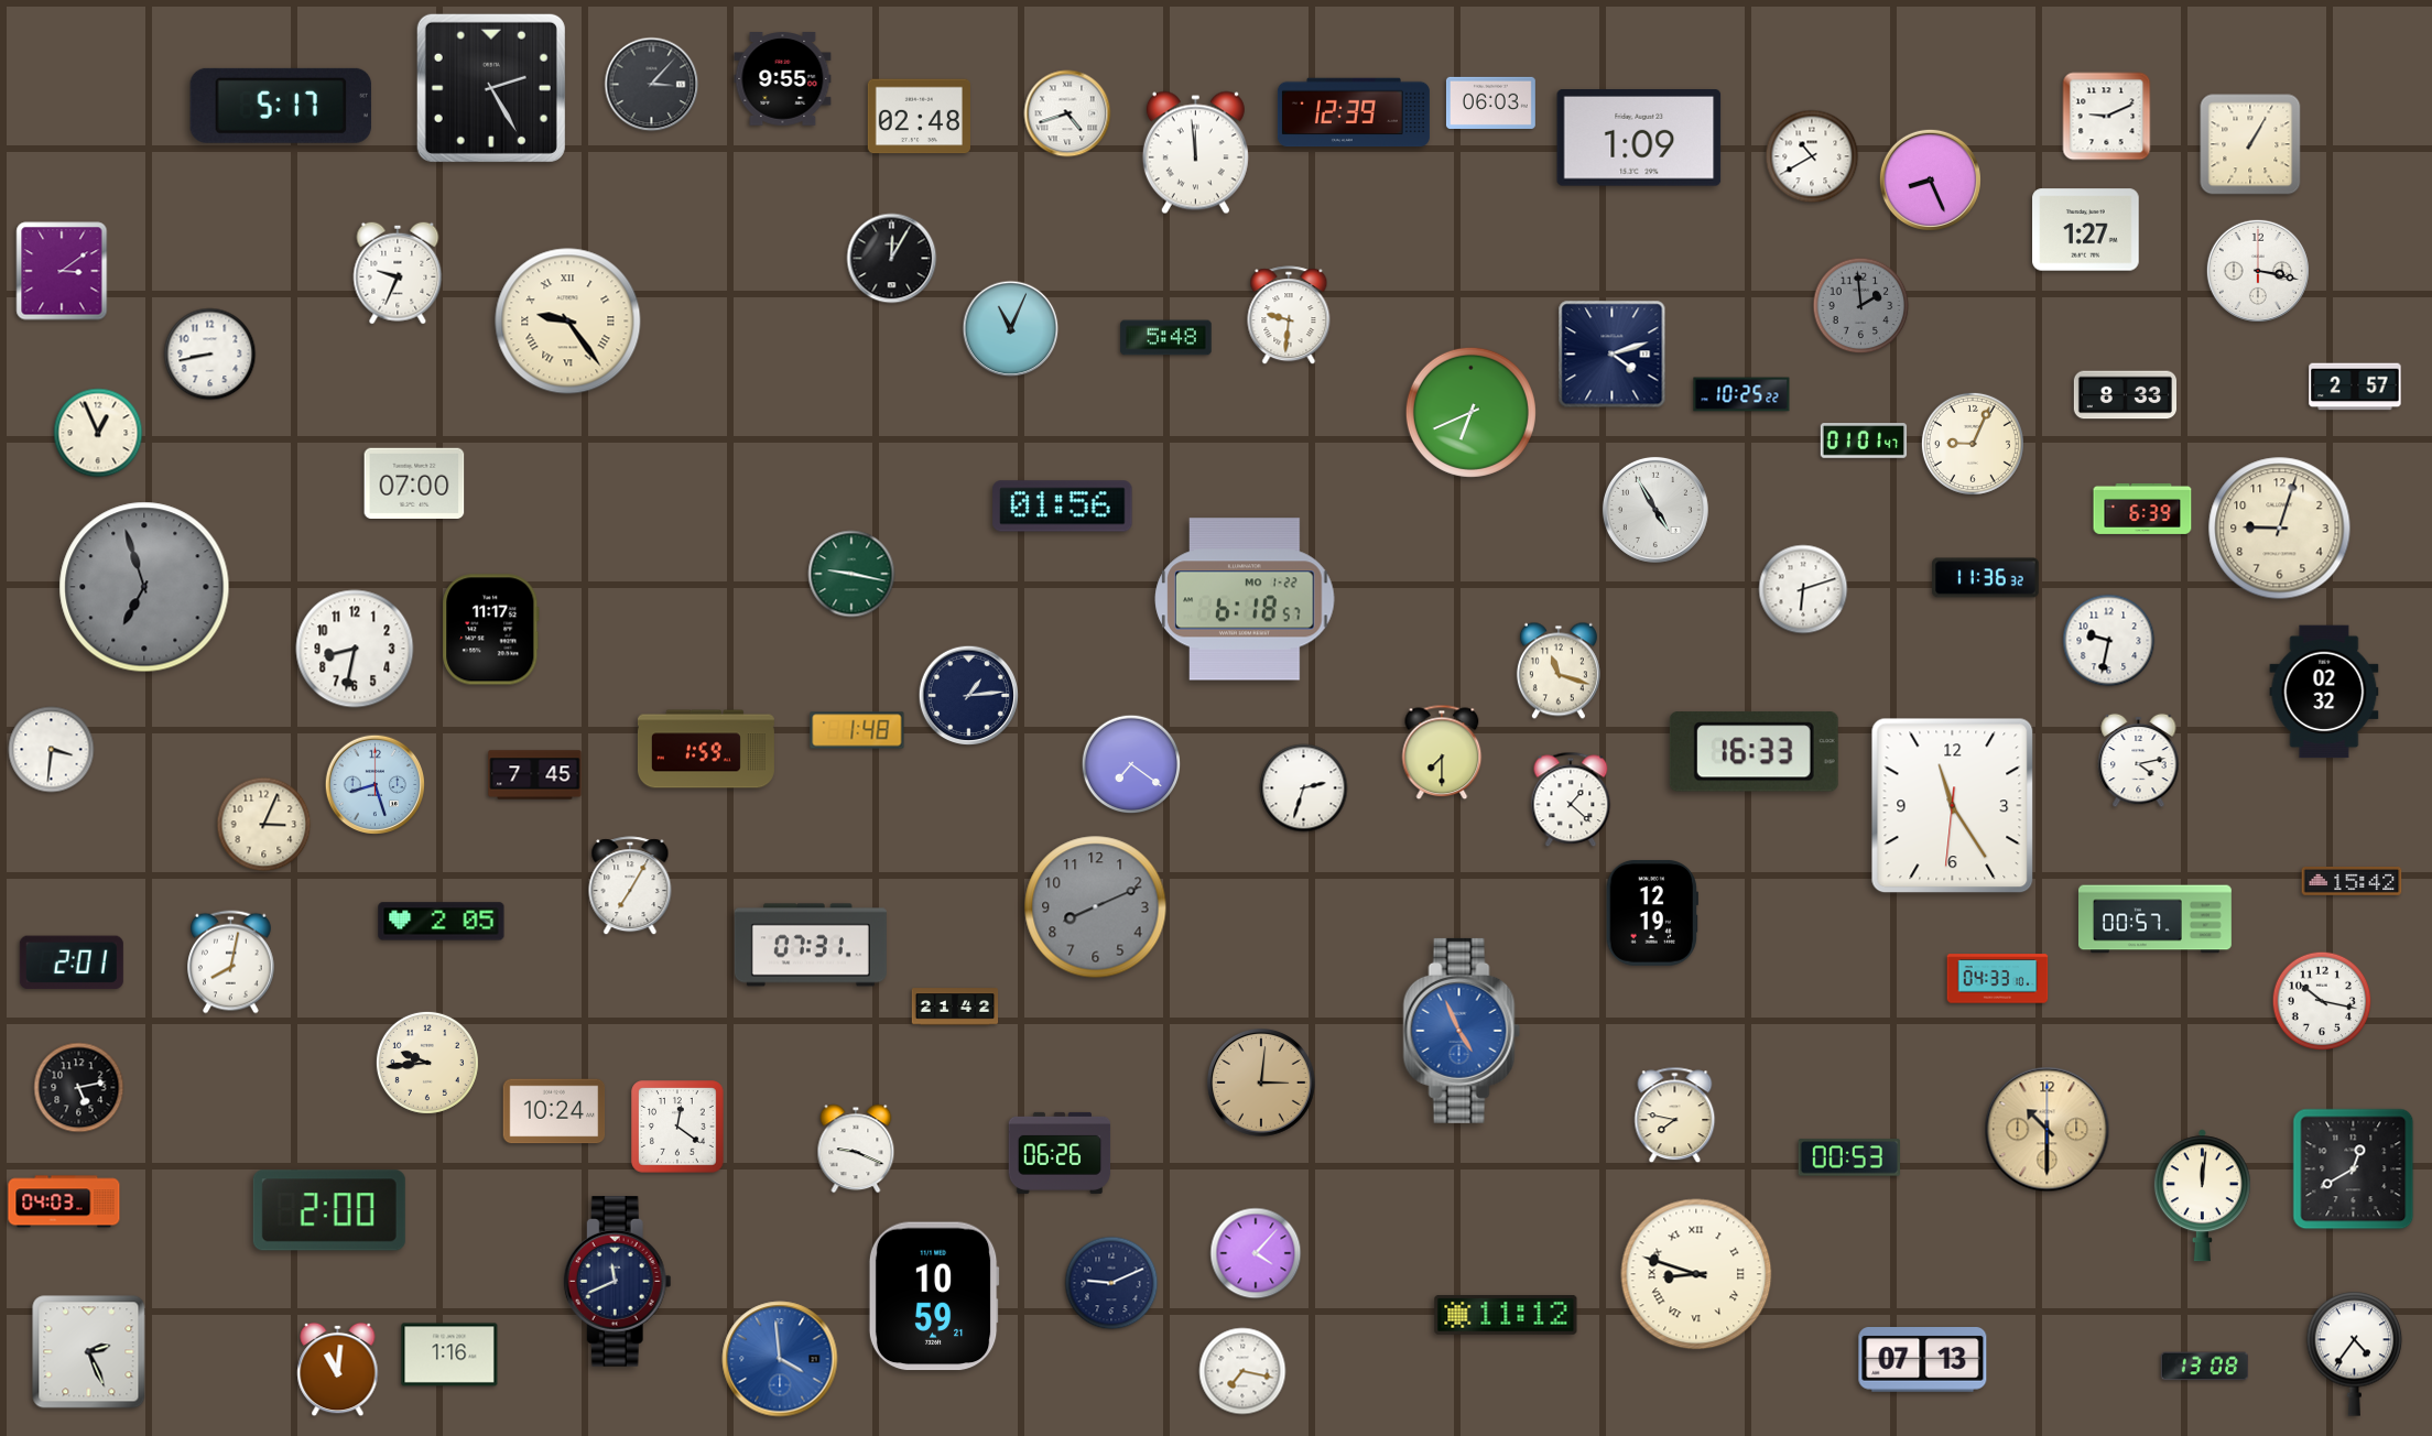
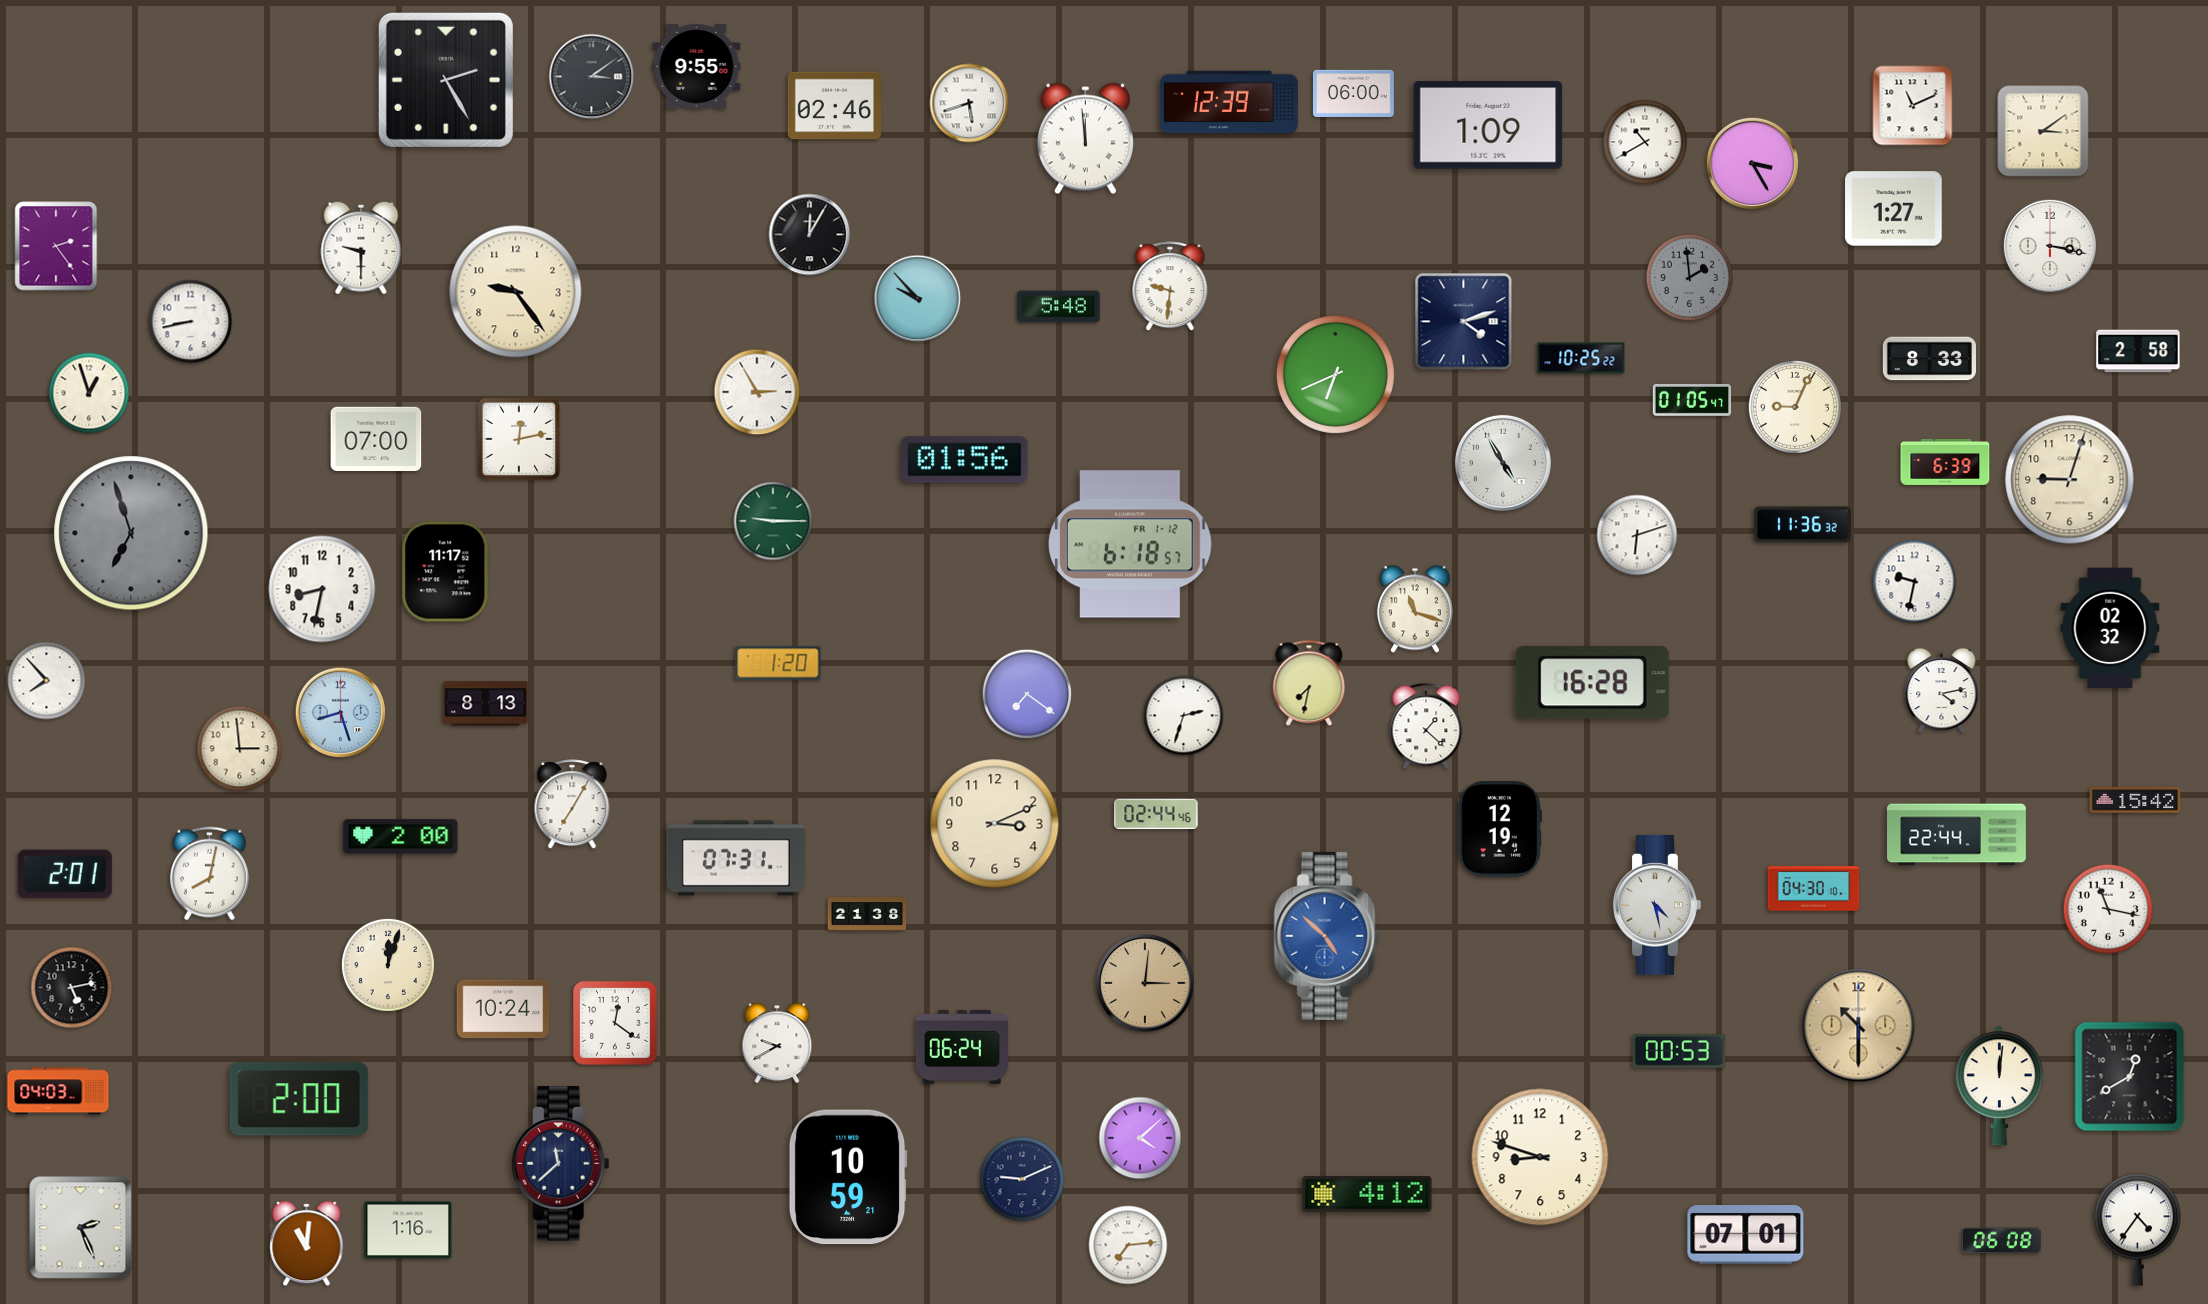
clock at (783, 79) position: (783, 79) -> (697, 67)
clock at (652, 85): 3:07 -> 3:09
clock at (1490, 102): 06:03 -> 06:00
clock at (281, 106): 5:17 -> none
clock at (1067, 113): 4:42 -> 5:42
clock at (919, 117): 02:48 -> 02:46
clock at (2107, 117): 9:11 -> 11:11
clock at (2250, 144): 1:05 -> 3:09
clock at (1930, 179): 8:26 -> 3:25
clock at (62, 271): 3:09 -> 2:24
clock at (398, 273): 9:34 -> 9:30
clock at (568, 322) numerals: Roman -> Arabic
clock at (1011, 329): 11:04 -> 9:53
clock at (2355, 387): 2:57 -> 2:58
clock at (757, 392): none -> 2:55
clock at (98, 433): 12:56 -> 12:57
clock at (1864, 440): 01:01 -> 01:05
clock at (1973, 444) position: (1973, 444) -> (1795, 407)
clock at (519, 439): none -> 12:13
clock at (851, 574): 9:17 -> 9:15
clock at (1245, 599) date: MO 1-22 -> FR 1-12
clock at (969, 696): 1:14 -> none
clock at (857, 730): 1:48 -> 1:20
clock at (706, 749): 1:59 -> none
clock at (52, 750): 3:31 -> 7:53
clock at (1442, 752): 7:30 -> 7:32
clock at (1754, 752): 16:33 -> 16:28
clock at (535, 775): 7:45 -> 8:13
clock at (1953, 806): 11:24 -> none
clock at (264, 825): 3:04 -> 2:59
clock at (1156, 814): none -> 02:44
clock at (1096, 907): 8:11 -> 3:11
clock at (1096, 907) dial: grey -> cream
clock at (2156, 920): 00:57 -> 22:44
clock at (442, 922): 2:05 -> 2:00
clock at (1998, 979): 04:33 -> 04:30
clock at (1657, 906): none -> 4:28
clock at (2322, 1001): 10:17 -> 11:17
clock at (955, 1007): 21:42 -> 21:38
clock at (1462, 1031): 4:56 -> 4:52
clock at (427, 1063): 9:44 -> 12:03
clock at (1675, 1116): 7:47 -> none
clock at (856, 1149): 9:19 -> 9:40
clock at (1060, 1153): 06:26 -> 06:24
clock at (2354, 1170) position: (2354, 1170) -> (2130, 1077)
clock at (1256, 1253): 4:07 -> 4:08
clock at (1696, 1274) numerals: Roman -> Arabic
clock at (617, 1282): 11:41 -> 11:38
clock at (1111, 1283) position: (1111, 1283) -> (1022, 1179)
clock at (1506, 1316): 11:12 -> 4:12
clock at (780, 1359): 3:59 -> none
clock at (1923, 1360): 07:13 -> 07:01
clock at (2204, 1367): 13:08 -> 06:08
clock at (1242, 1371): 7:17 -> 7:14
